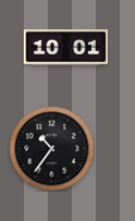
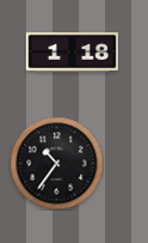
clock at (65, 47): 10:01 -> 1:18
